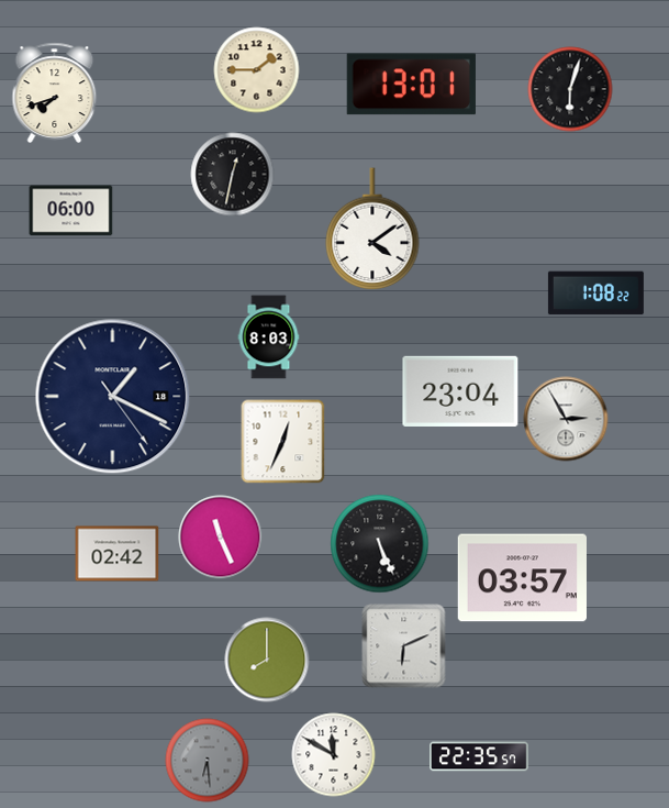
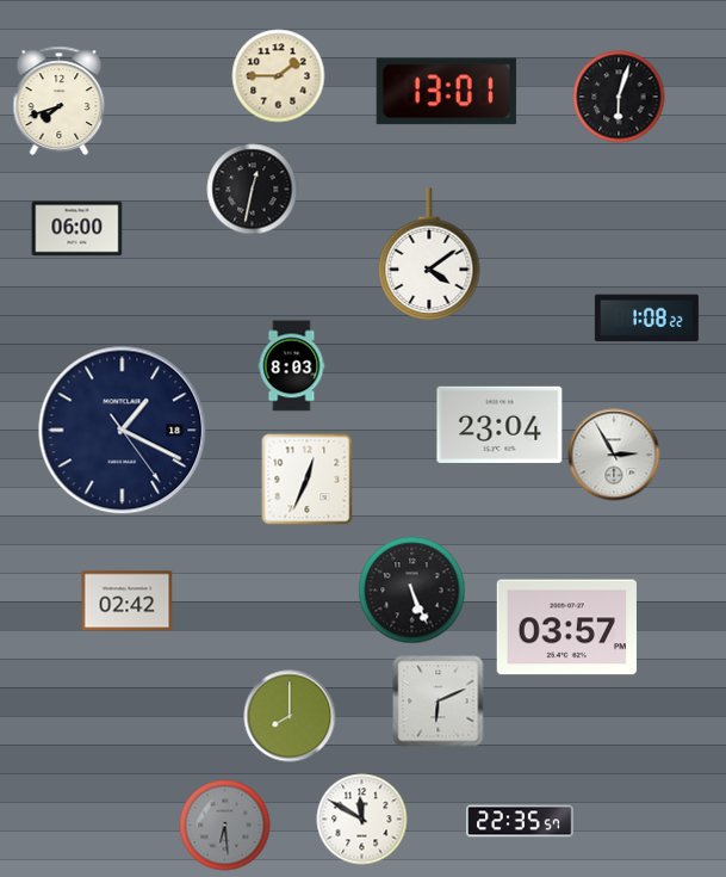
clock at (372, 230) position: (372, 230) -> (429, 255)
clock at (221, 538): 11:26 -> none
